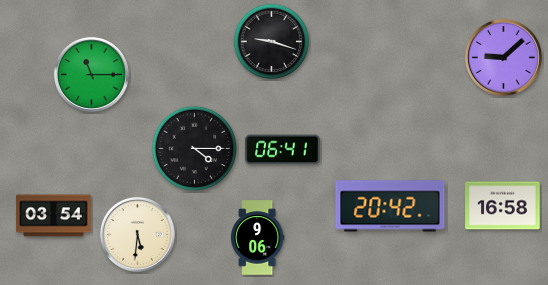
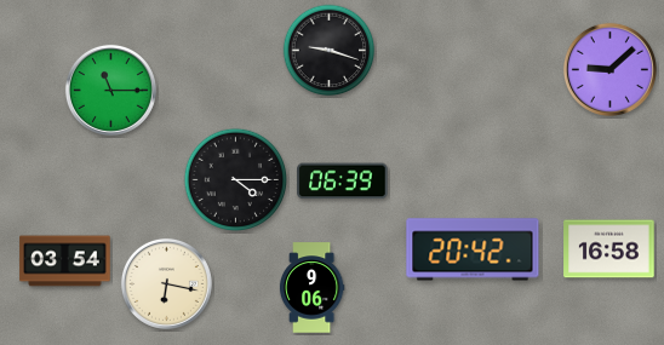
clock at (283, 150): 06:41 -> 06:39
clock at (137, 234): 5:31 -> 6:17
